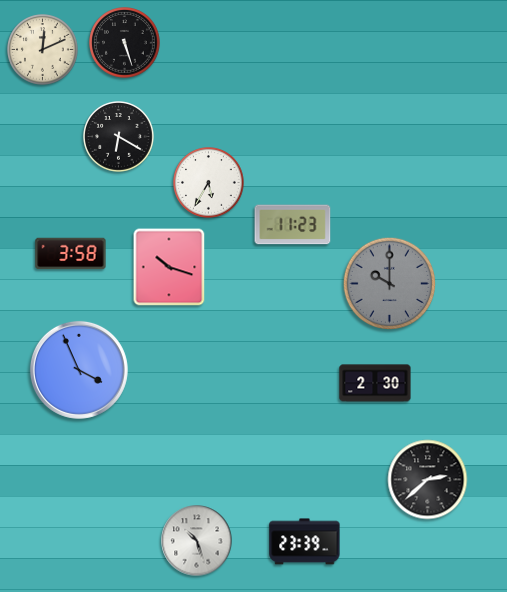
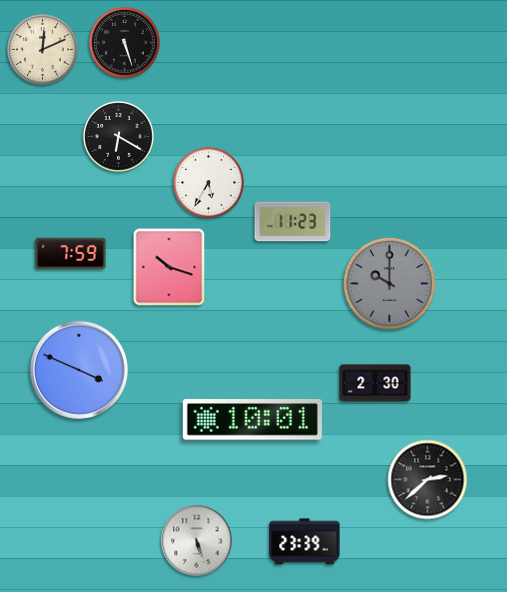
clock at (293, 225) position: (293, 225) -> (293, 222)
clock at (71, 254): 3:58 -> 7:59
clock at (79, 370): 3:56 -> 3:49
clock at (252, 420): none -> 10:01
clock at (197, 541): 10:27 -> 5:27
